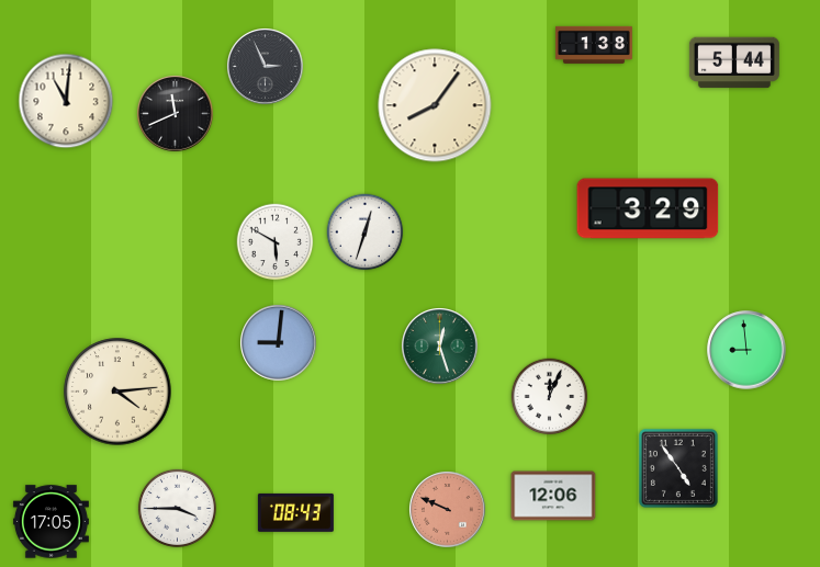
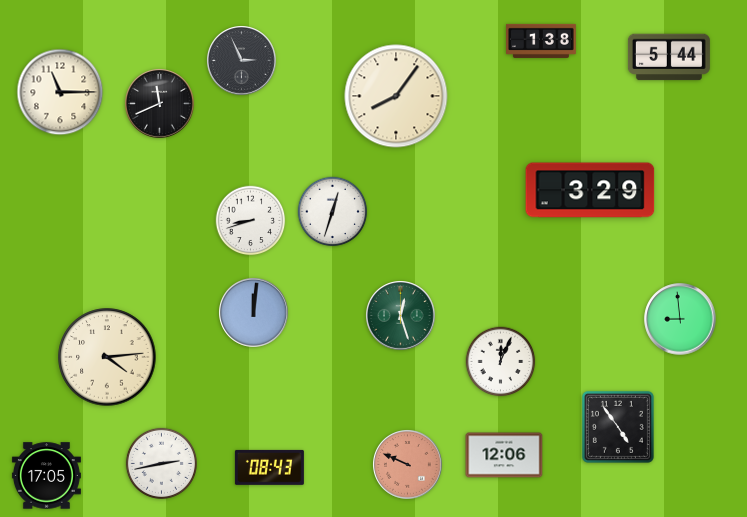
clock at (66, 101): 11:01 -> 11:15
clock at (276, 242): 5:50 -> 8:42
clock at (279, 343): 9:01 -> 12:01
clock at (553, 496) position: (553, 496) -> (504, 455)
clock at (177, 508): 3:45 -> 2:43
